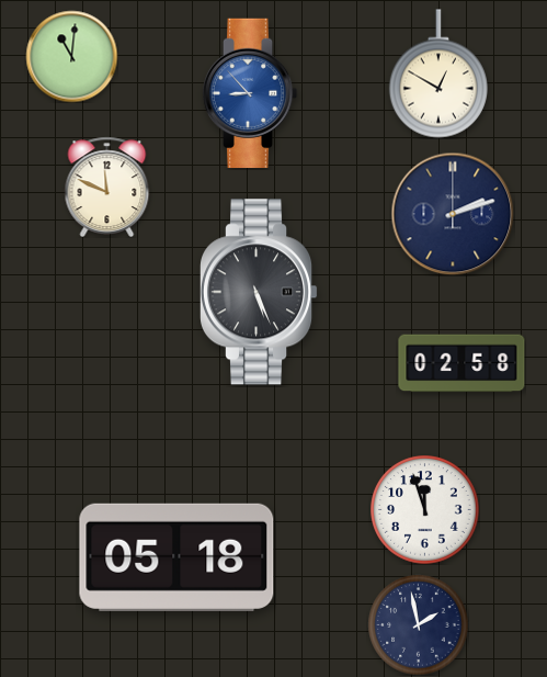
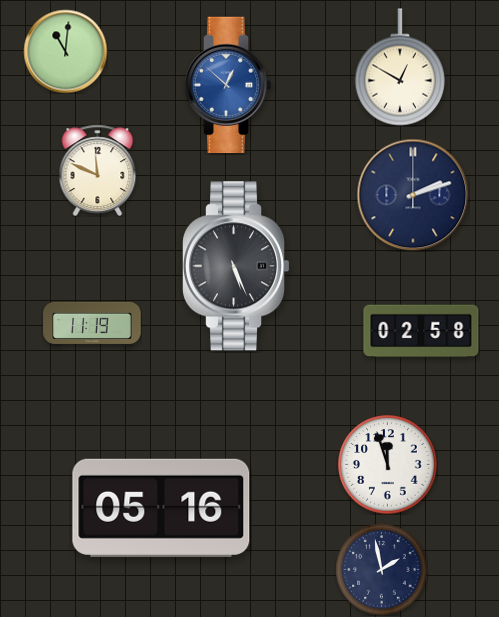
clock at (250, 93): 8:53 -> 12:52
clock at (92, 323): none -> 11:19
clock at (176, 557): 05:18 -> 05:16
